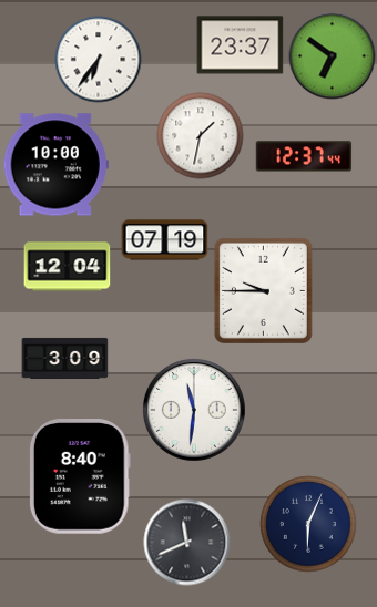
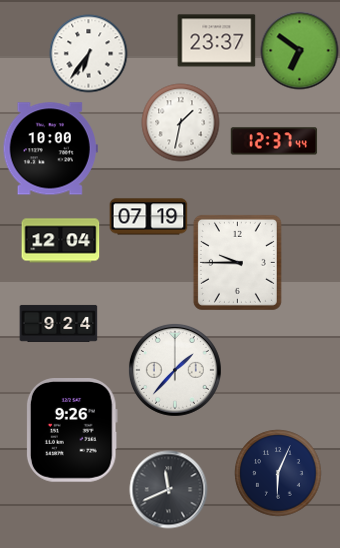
clock at (64, 358): 3:09 -> 9:24
clock at (194, 410): 11:31 -> 1:37
clock at (80, 477): 8:40 -> 9:26
